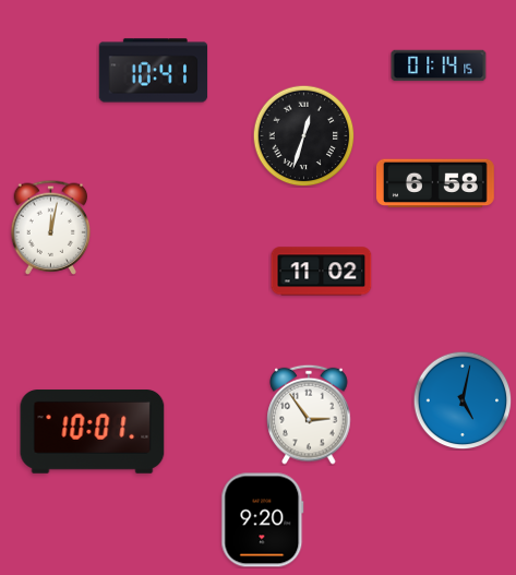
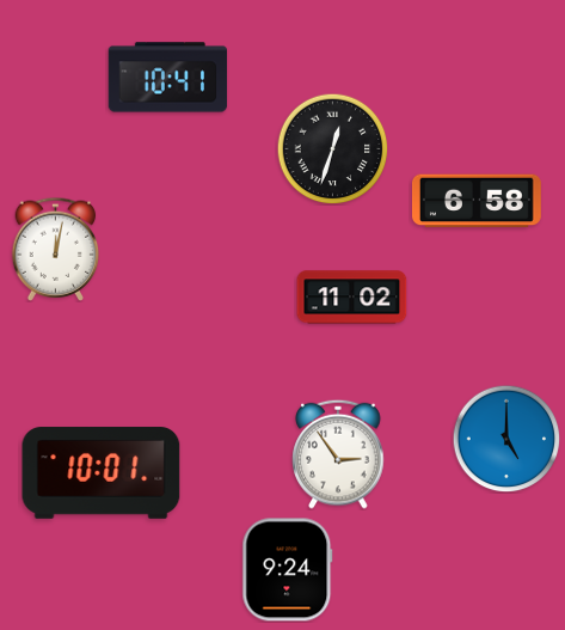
clock at (439, 65): 01:14 -> none
clock at (463, 400): 5:02 -> 5:00
clock at (263, 520): 9:20 -> 9:24
